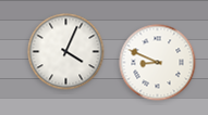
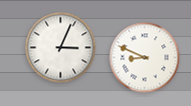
clock at (66, 52): 4:04 -> 3:04
